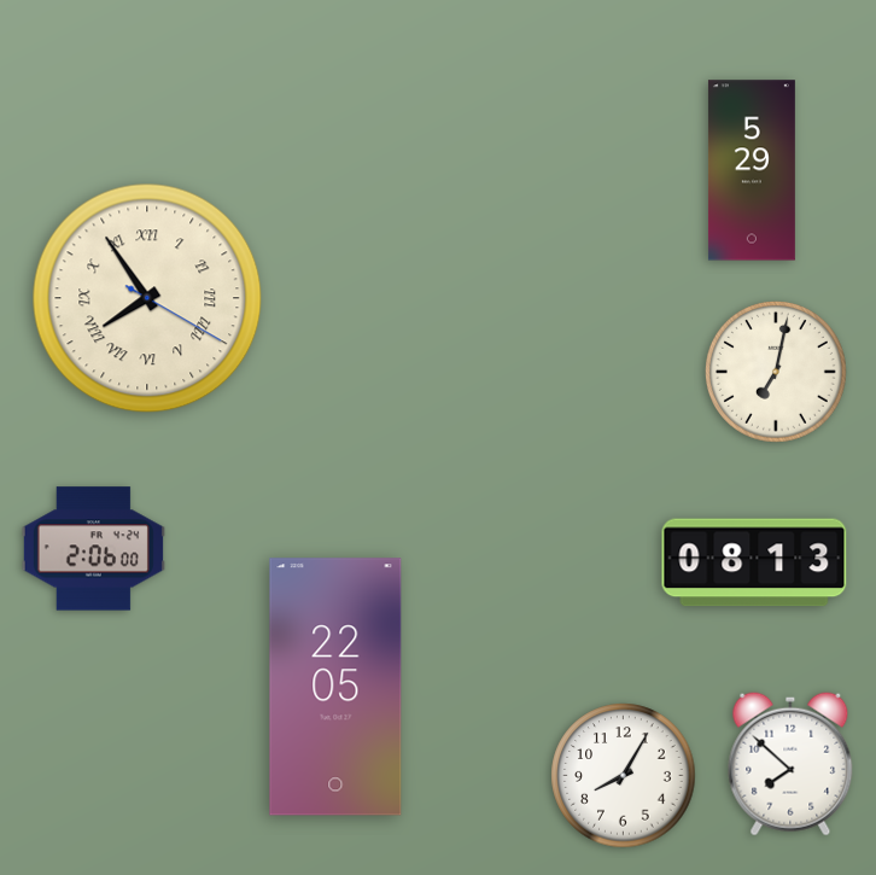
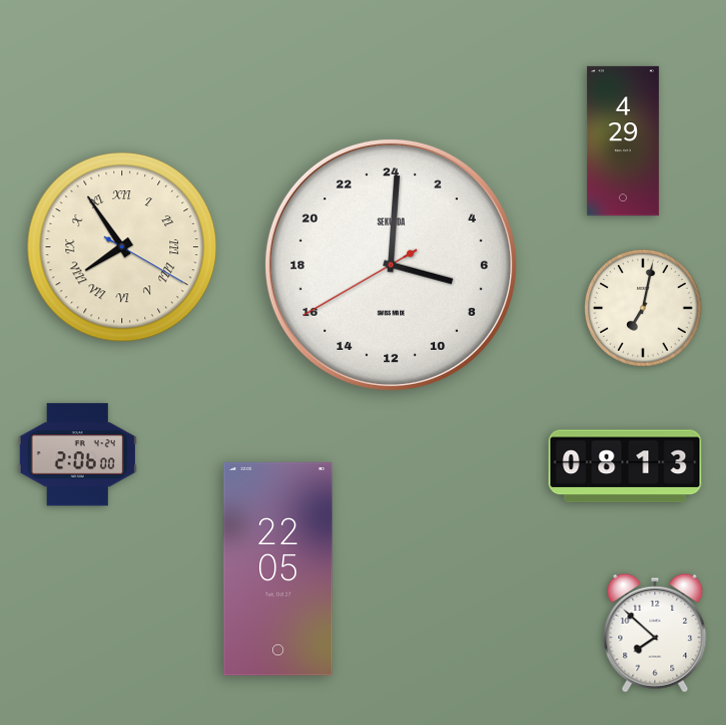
clock at (752, 170): 5:29 -> 4:29
clock at (391, 265): none -> 7:00
clock at (624, 776): 8:05 -> none
